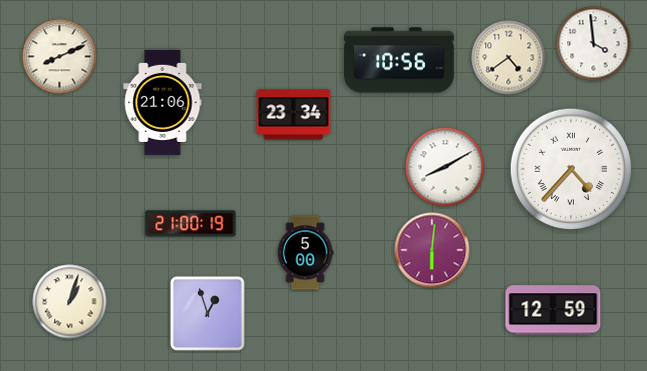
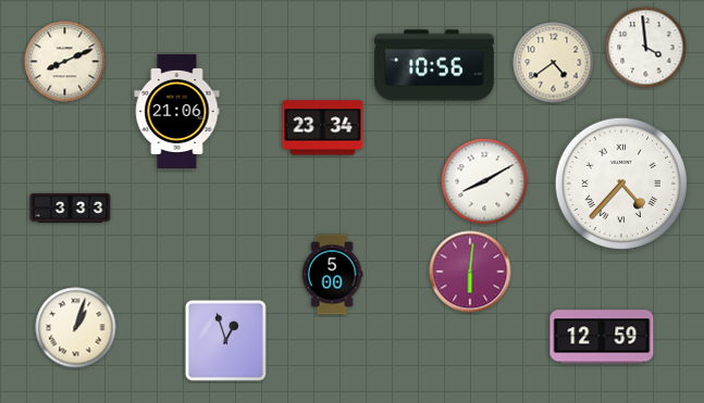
clock at (294, 115) position: (294, 115) -> (323, 128)
clock at (71, 207): none -> 3:33
clock at (191, 224): 21:00 -> none
